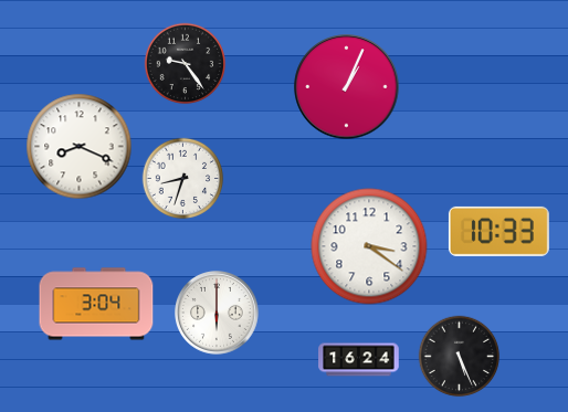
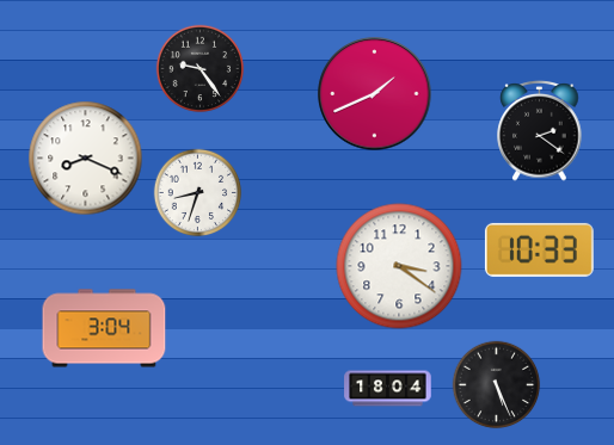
clock at (347, 87): 1:04 -> 1:41
clock at (540, 131): none -> 2:21
clock at (218, 314): 6:00 -> none
clock at (359, 360): 16:24 -> 18:04
